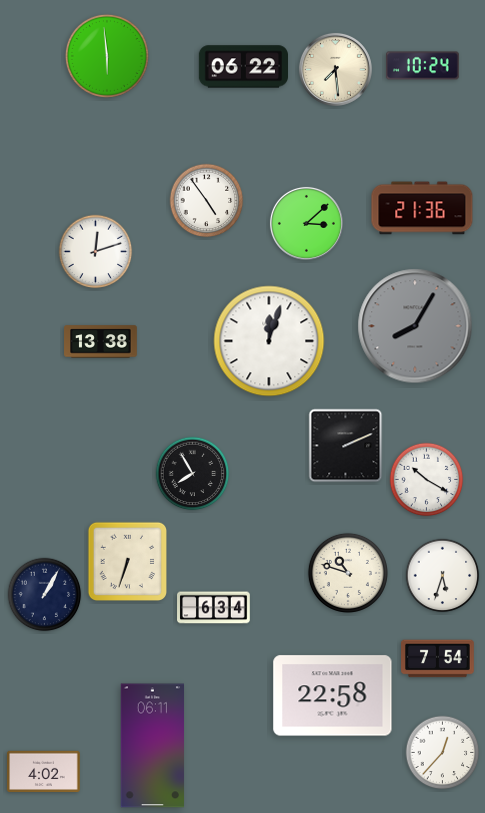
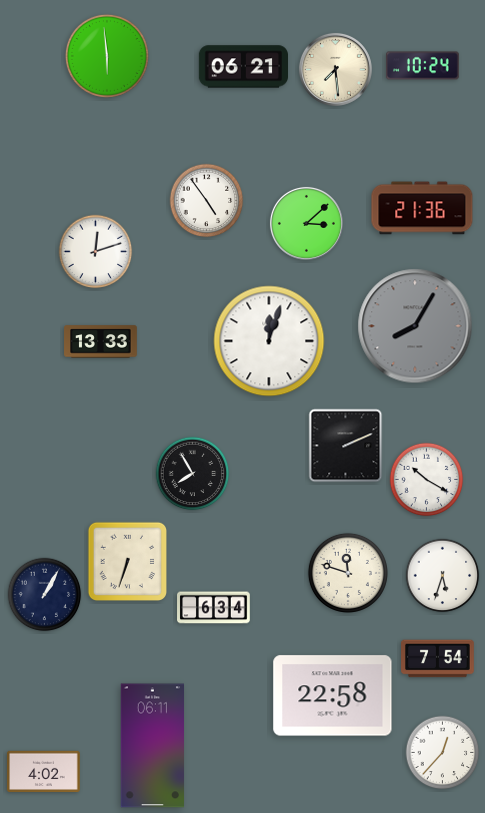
clock at (243, 67): 06:22 -> 06:21
clock at (101, 342): 13:38 -> 13:33
clock at (348, 573): 10:48 -> 11:48
